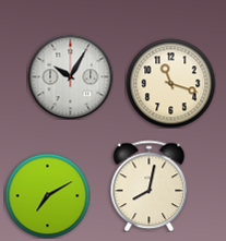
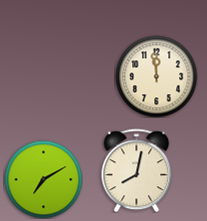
clock at (70, 76): 10:05 -> none
clock at (170, 83): 11:18 -> 11:59
